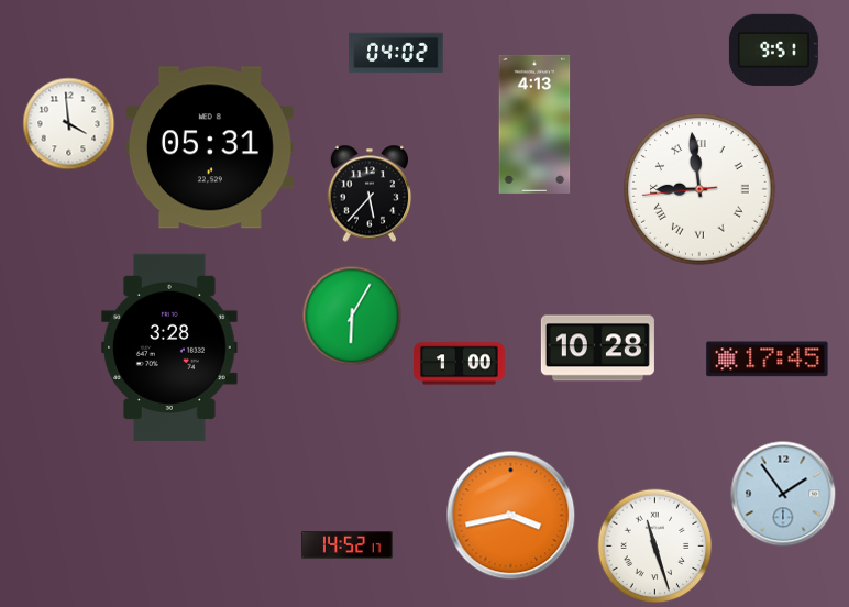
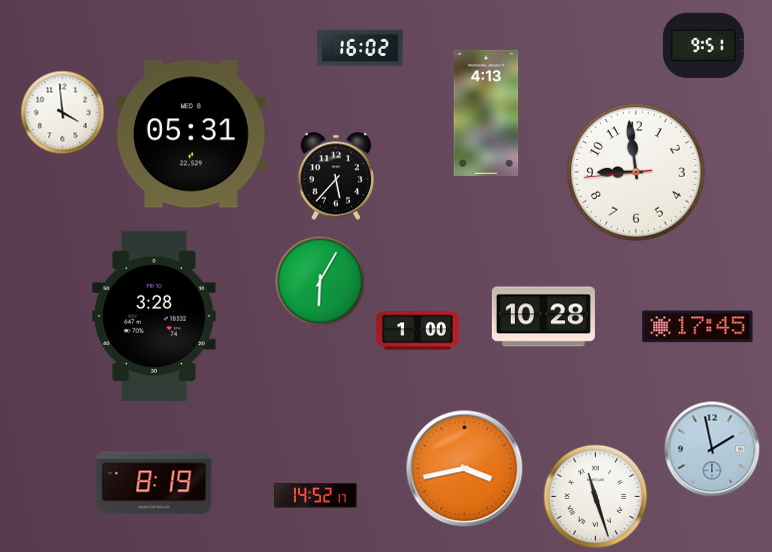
clock at (396, 53): 04:02 -> 16:02
clock at (699, 189) numerals: Roman -> Arabic
clock at (352, 316) position: (352, 316) -> (320, 281)
clock at (783, 494): 1:54 -> 1:58
clock at (154, 483): none -> 8:19
